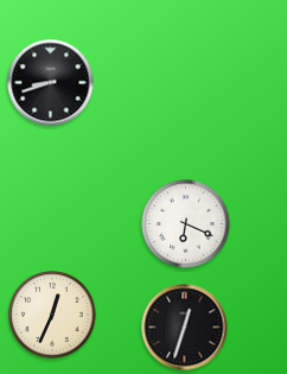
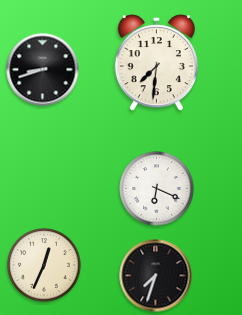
clock at (156, 64): none -> 7:31
clock at (185, 328): 12:33 -> 7:33
